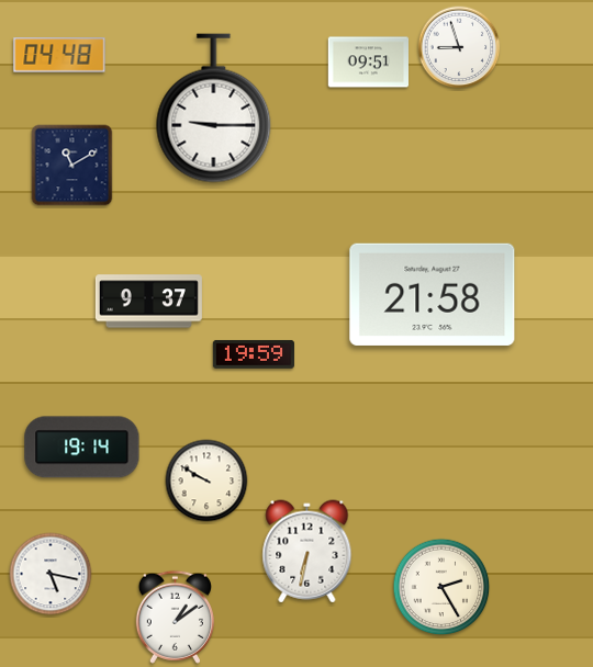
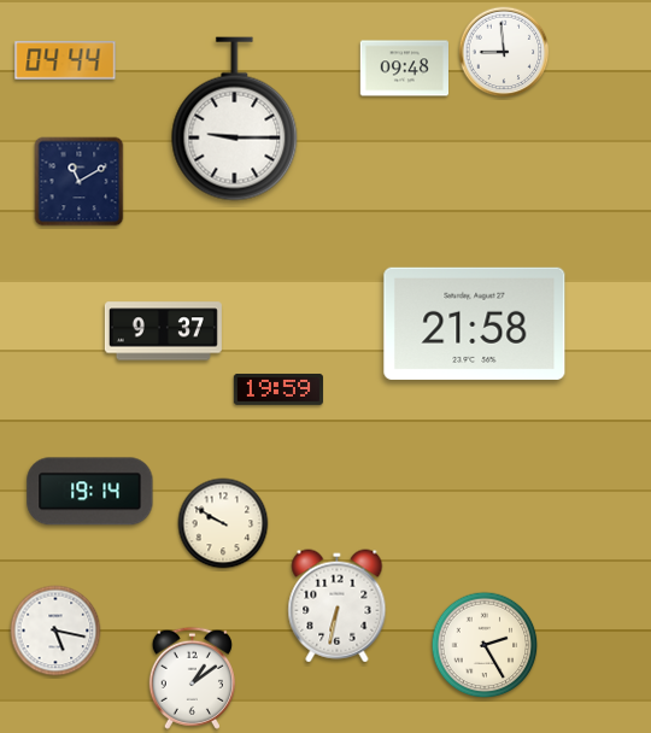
clock at (459, 47): 8:57 -> 8:59
clock at (59, 55): 04:48 -> 04:44
clock at (369, 63): 09:51 -> 09:48
clock at (206, 481) position: (206, 481) -> (223, 523)
